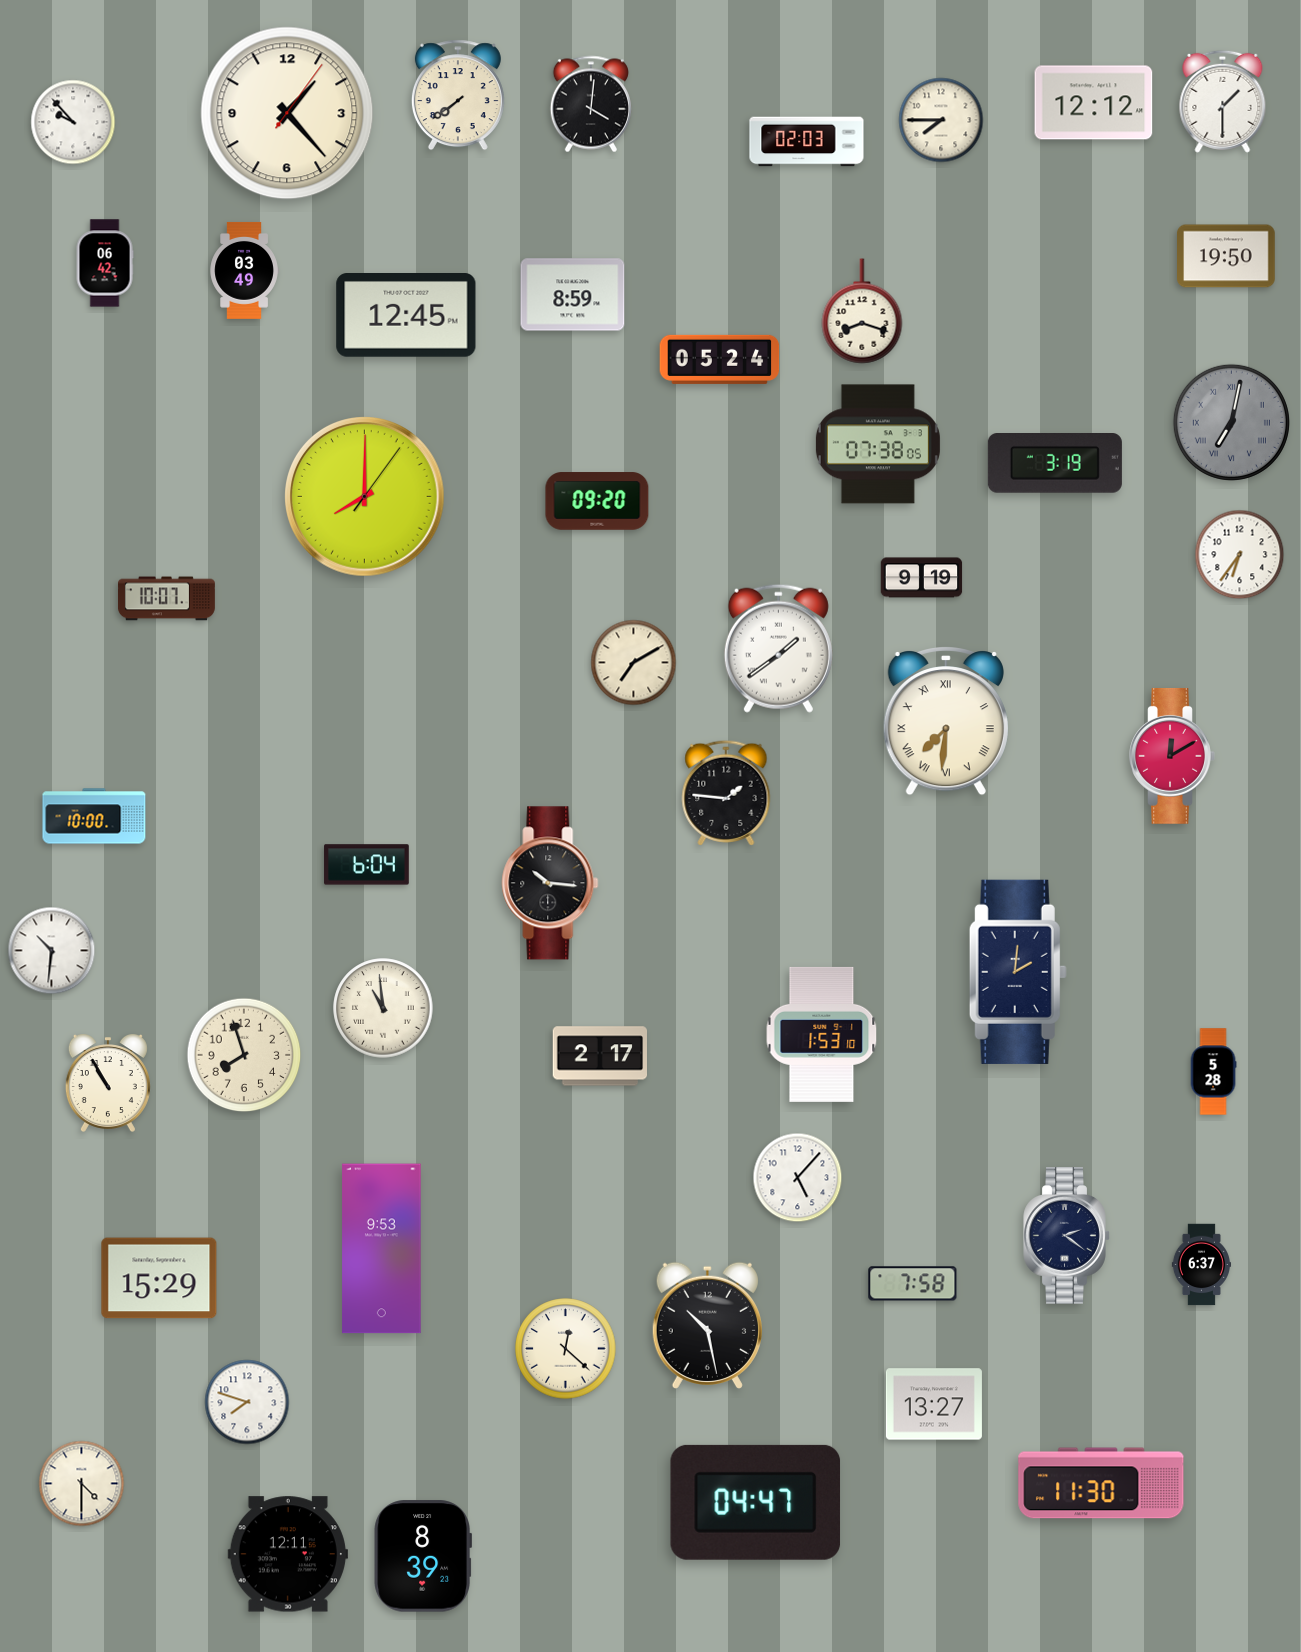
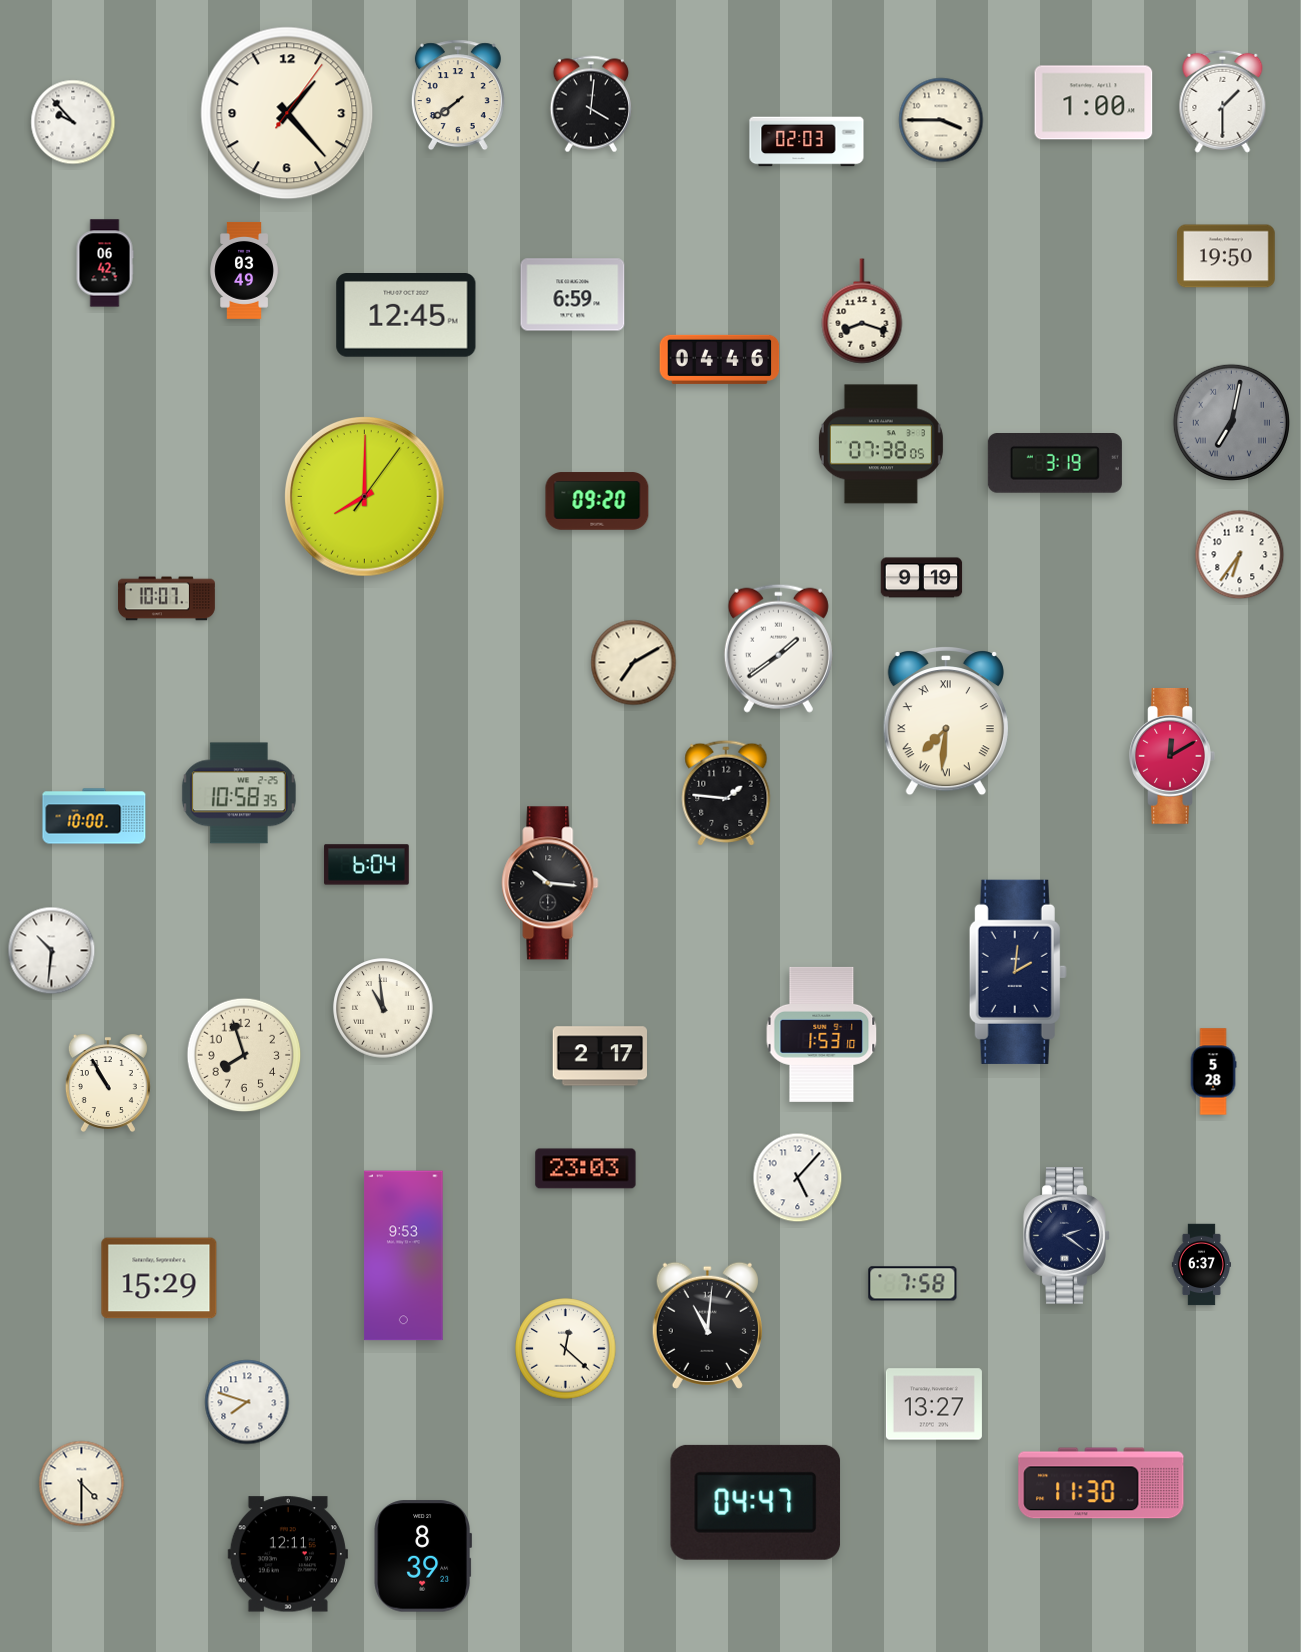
clock at (1094, 103): 12:12 -> 1:00
clock at (941, 120): 7:45 -> 3:45
clock at (573, 295): 8:59 -> 6:59
clock at (720, 359): 05:24 -> 04:46
clock at (878, 444) position: (878, 444) -> (881, 444)
clock at (239, 793): none -> 10:58
clock at (586, 1169): none -> 23:03
clock at (382, 1249) position: (382, 1249) -> (404, 1256)
clock at (707, 1325): 10:28 -> 11:01
